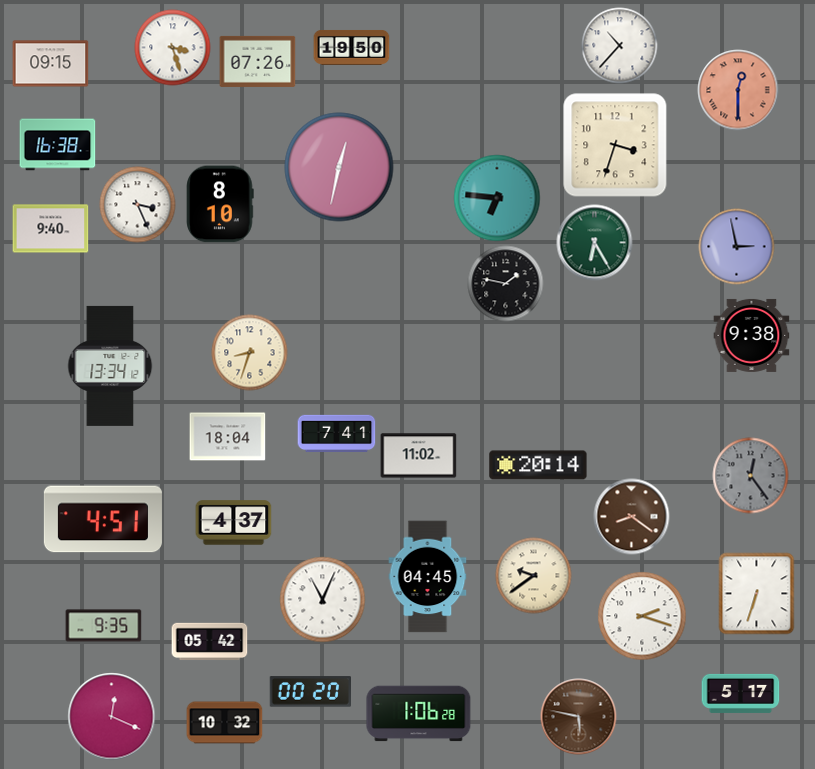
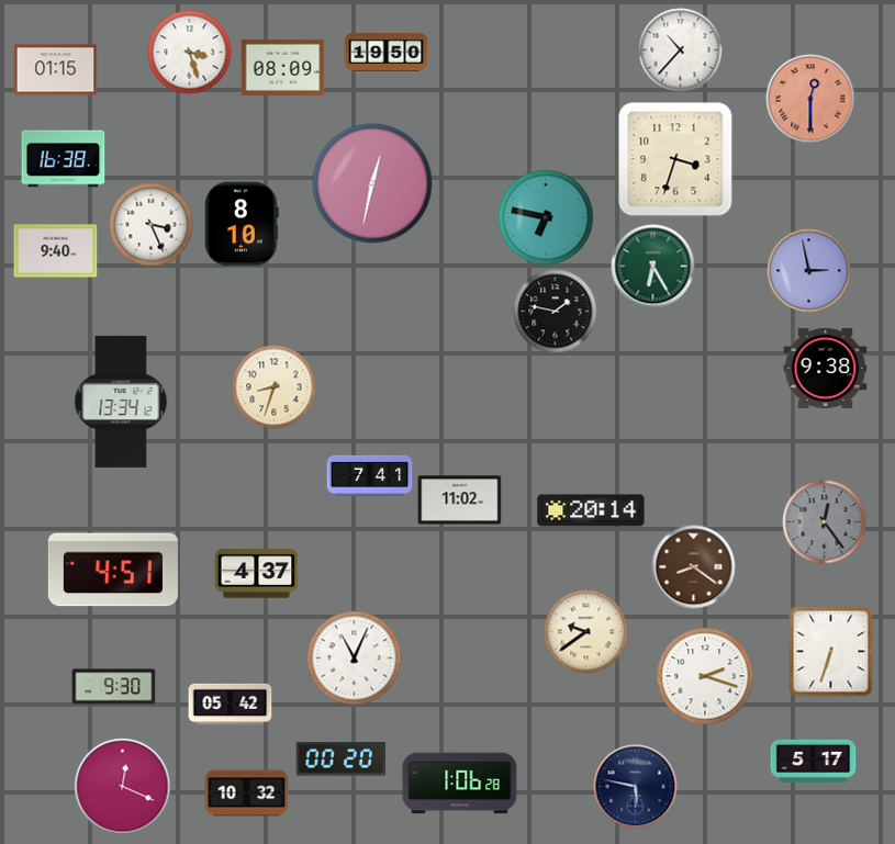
clock at (258, 61): 07:26 -> 08:09
clock at (51, 64): 09:15 -> 01:15
clock at (497, 198): 6:46 -> 6:47
clock at (228, 437): 18:04 -> none
clock at (428, 577): 04:45 -> none
clock at (104, 626): 9:35 -> 9:30
clock at (579, 717) dial: brown -> navy
